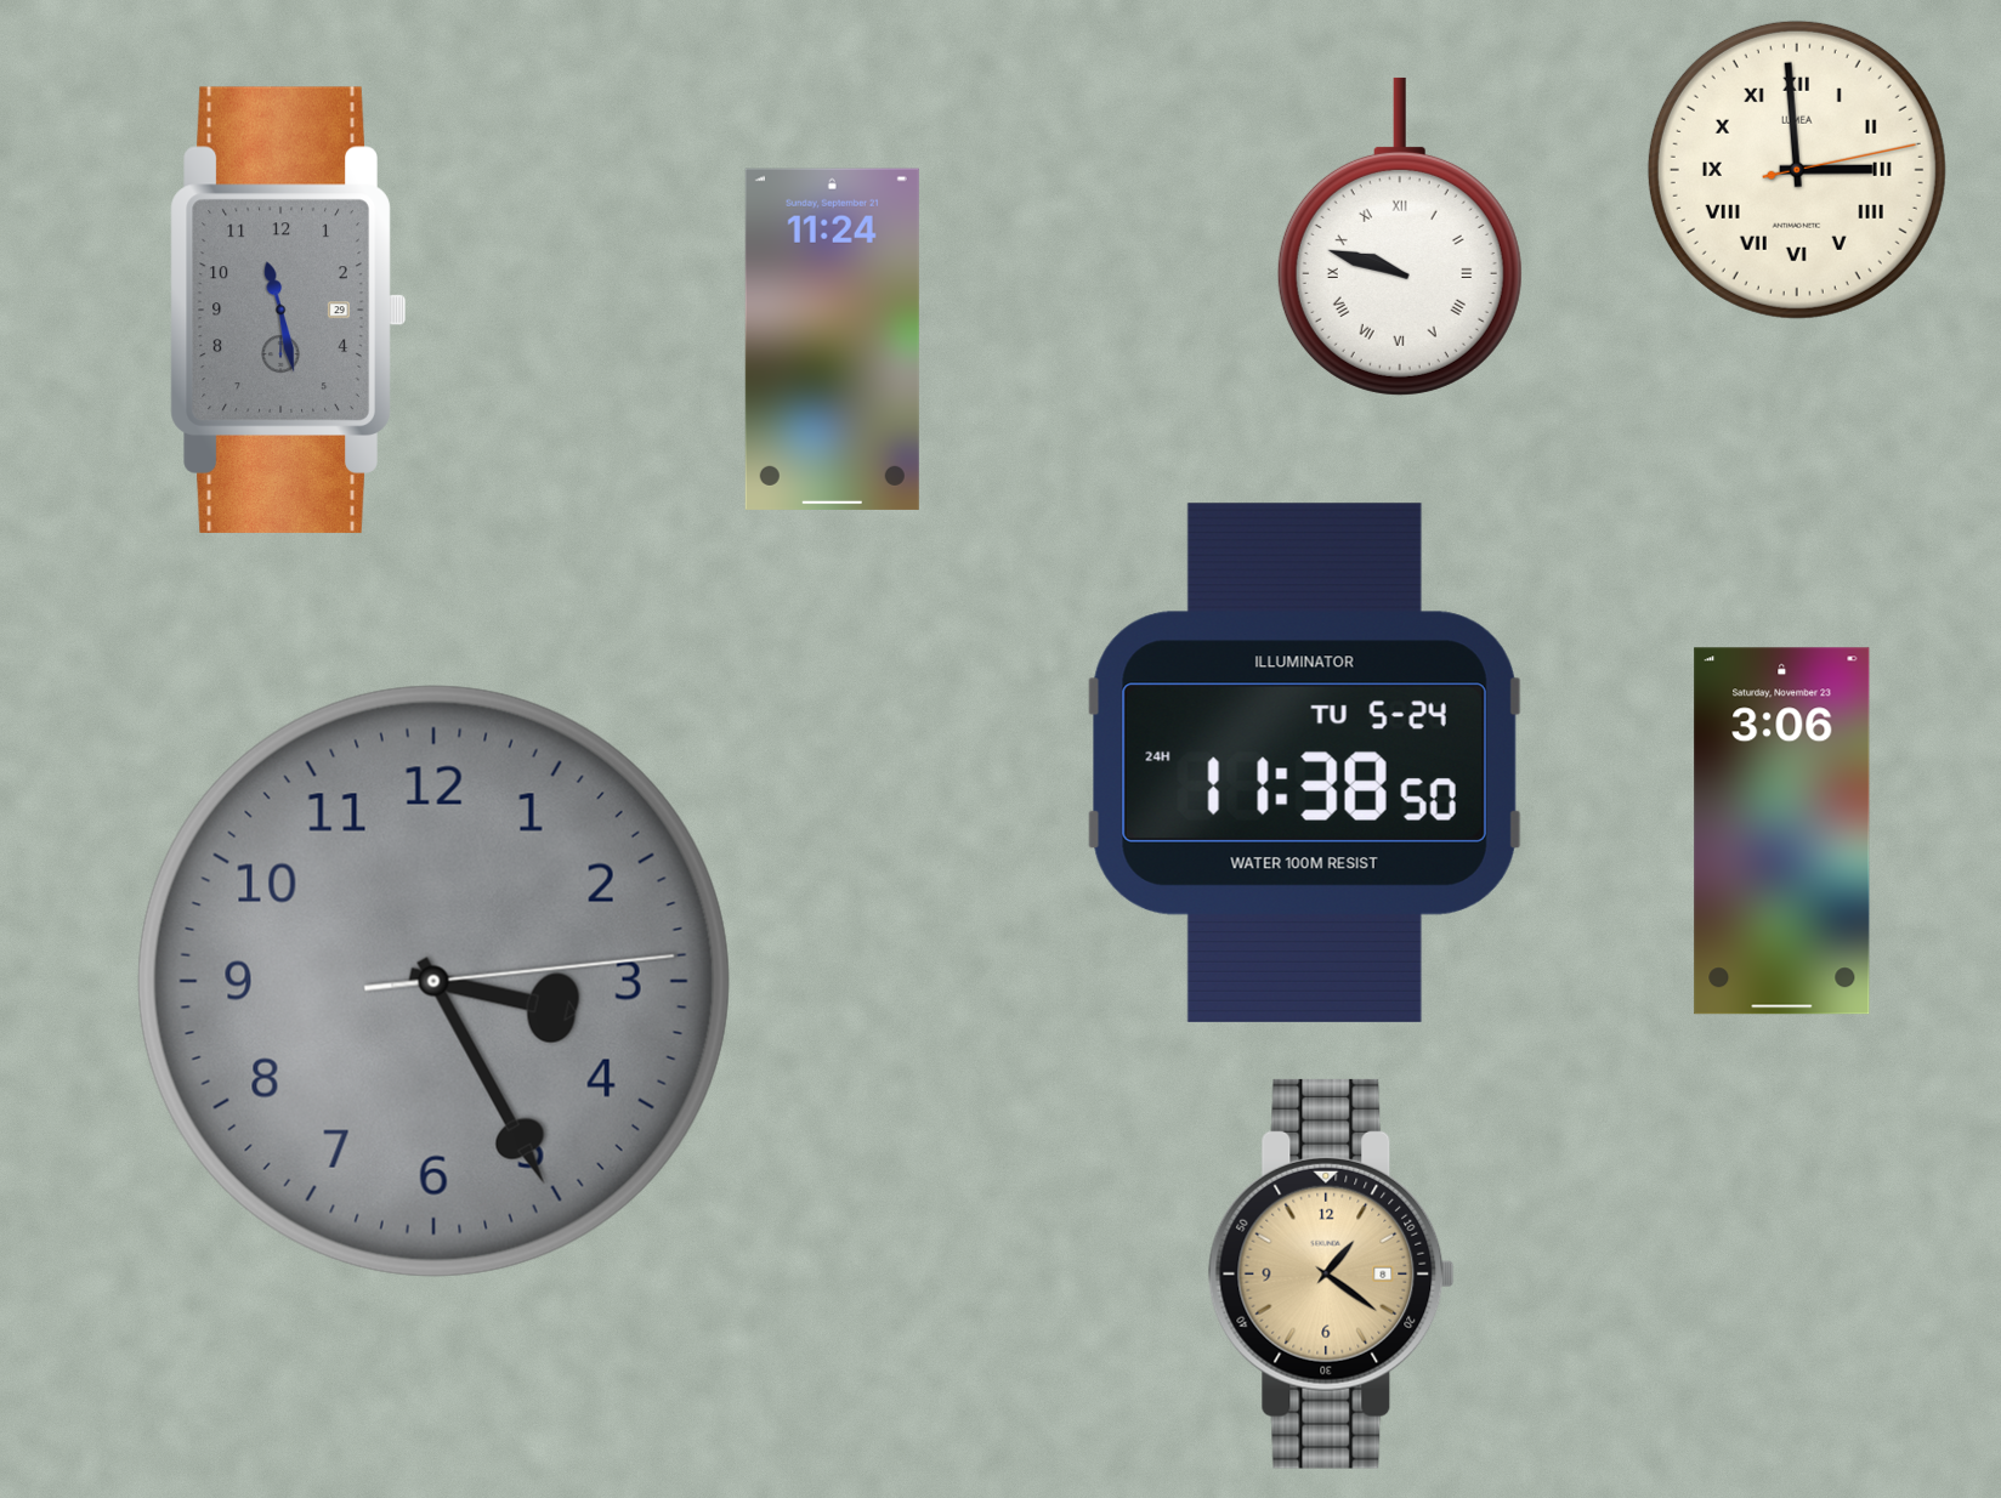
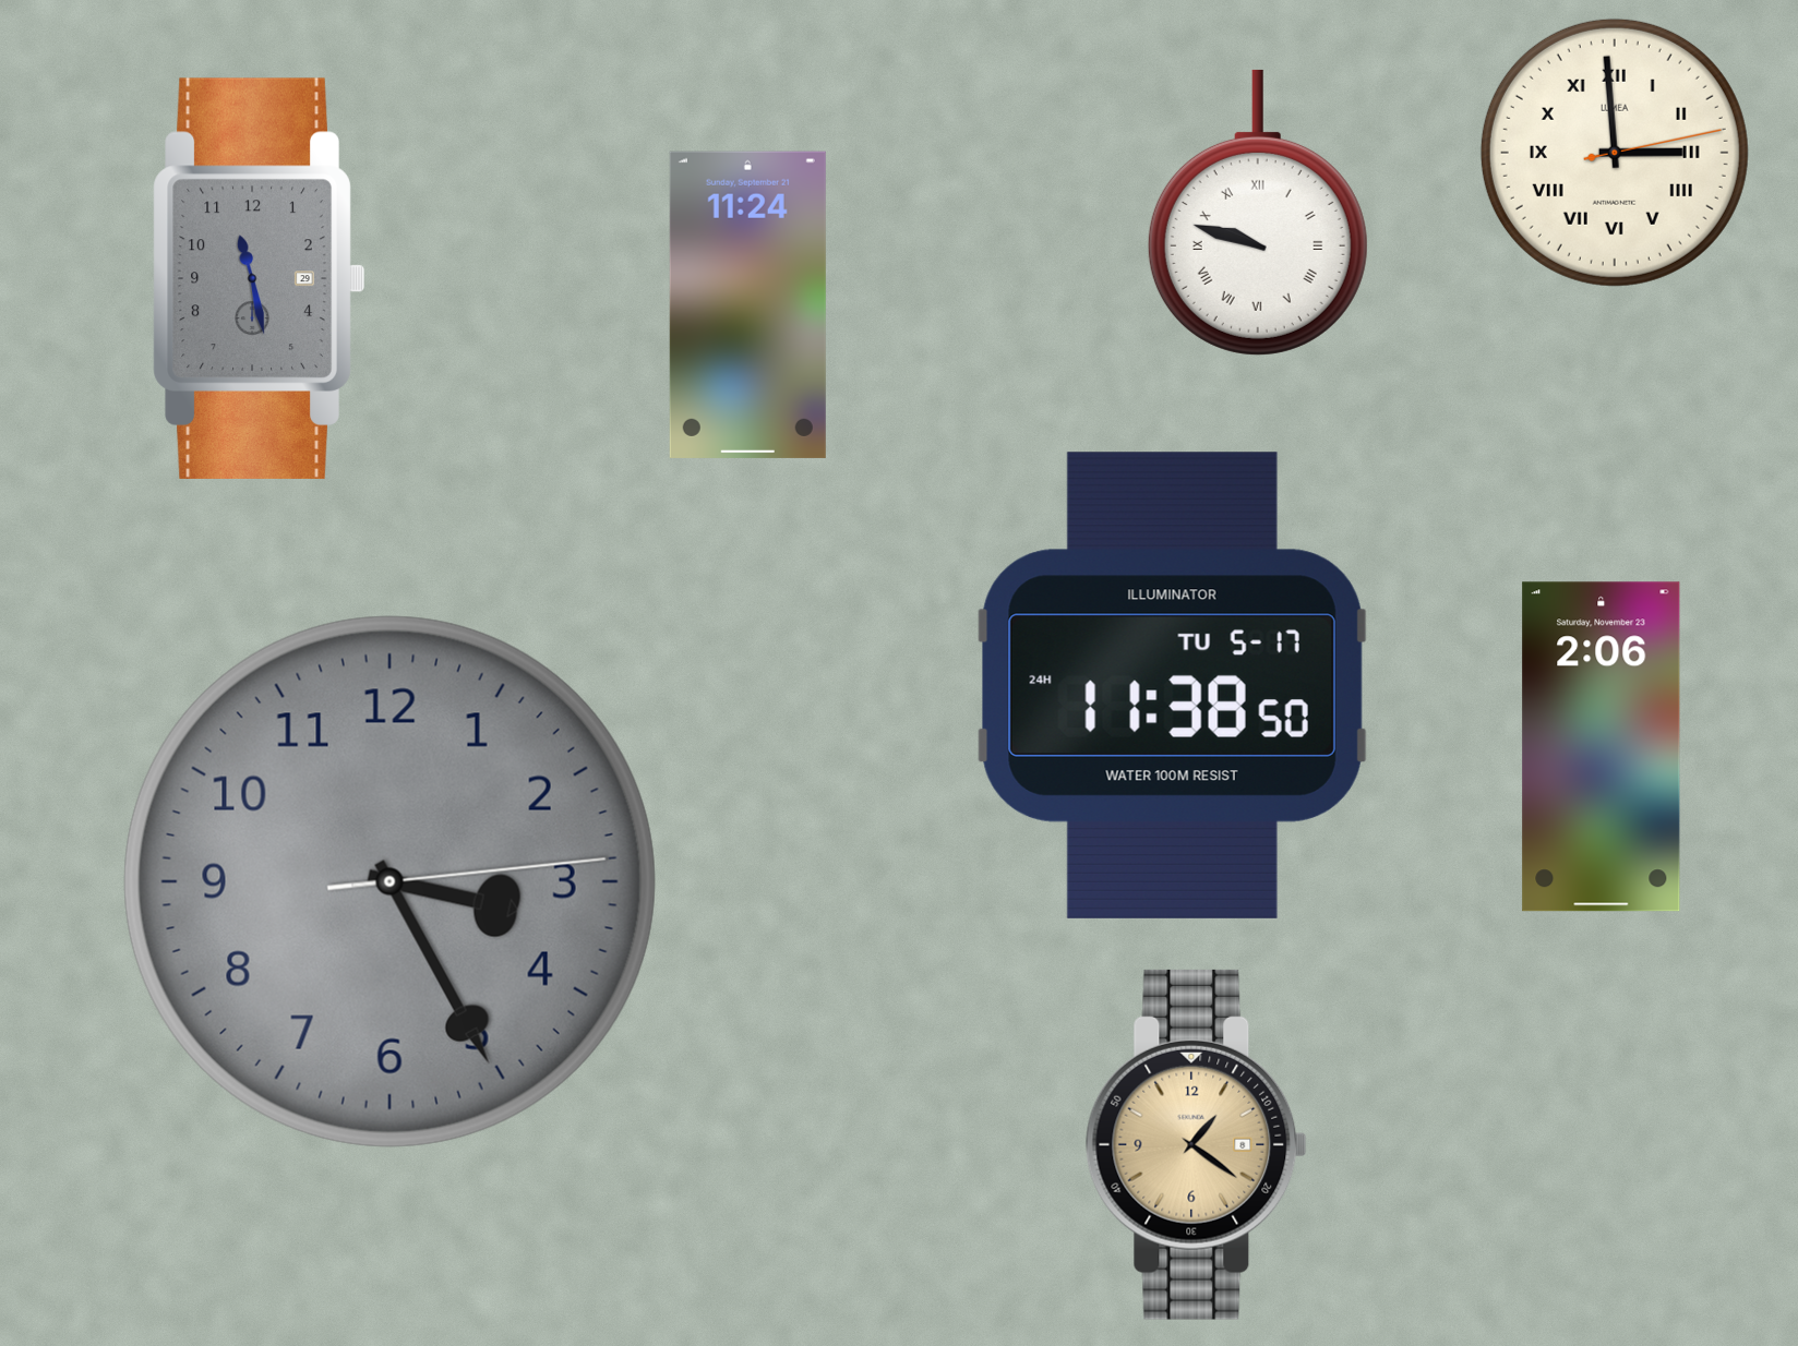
clock at (1304, 762) date: TU 5-24 -> TU 5-17
clock at (1782, 832): 3:06 -> 2:06
